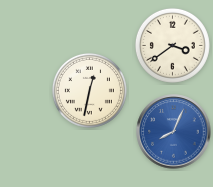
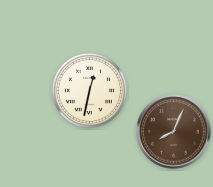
clock at (172, 45): 3:39 -> none
clock at (174, 132) dial: blue -> brown
